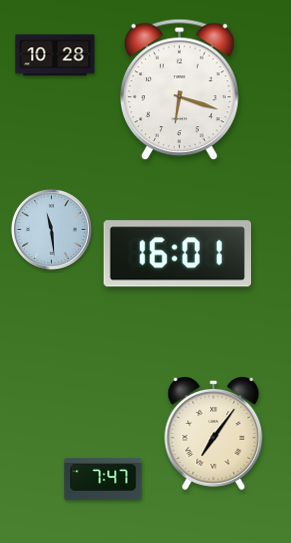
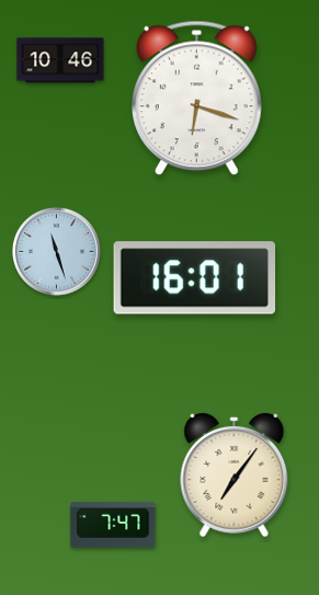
clock at (55, 55): 10:28 -> 10:46
clock at (51, 229): 11:29 -> 11:27
